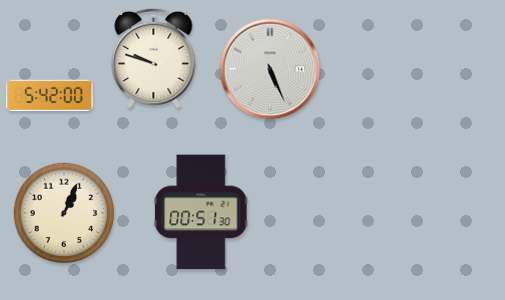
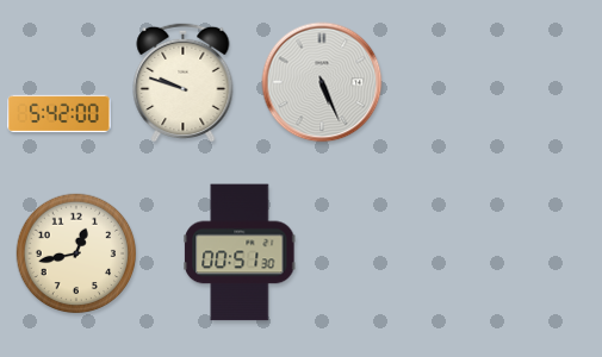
clock at (154, 58) position: (154, 58) -> (184, 82)
clock at (64, 213): 1:04 -> 12:43
